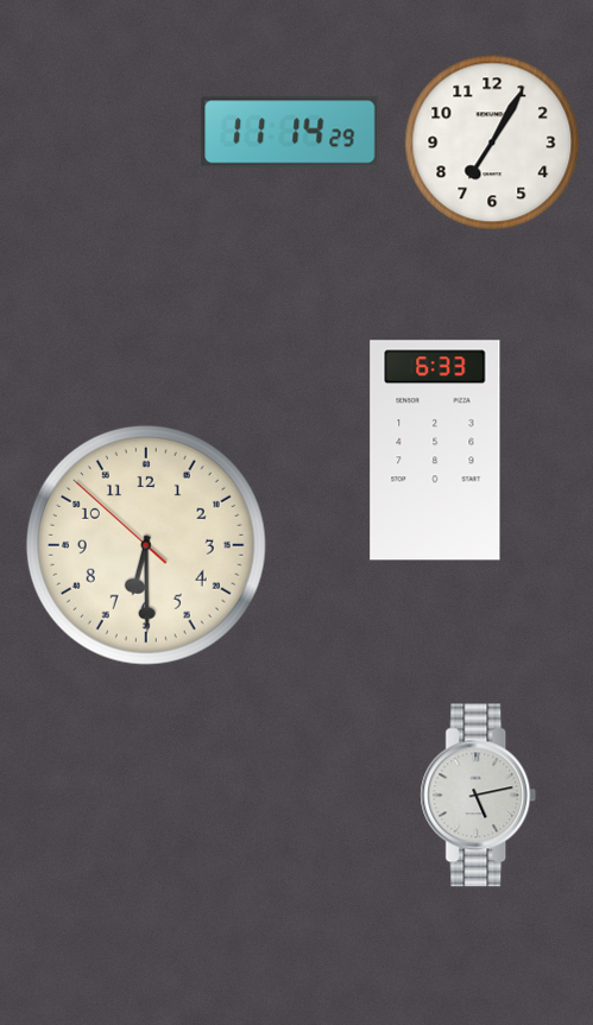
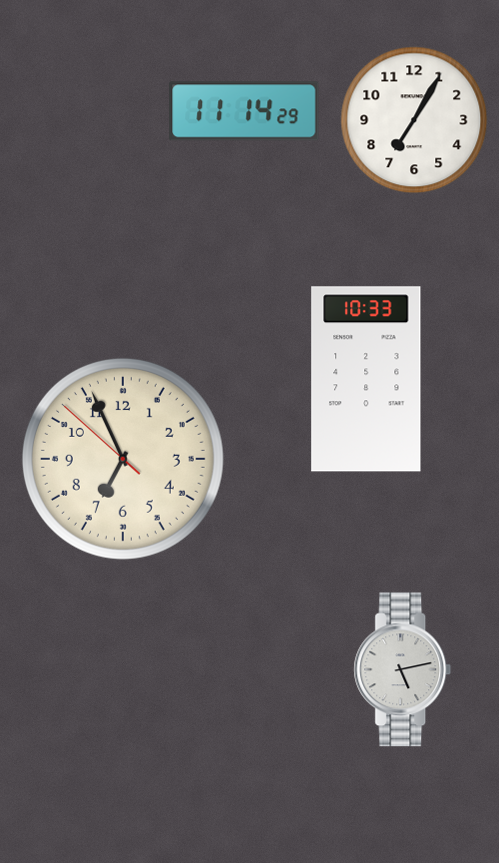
clock at (435, 450): 6:33 -> 10:33
clock at (146, 545): 6:29 -> 6:55
